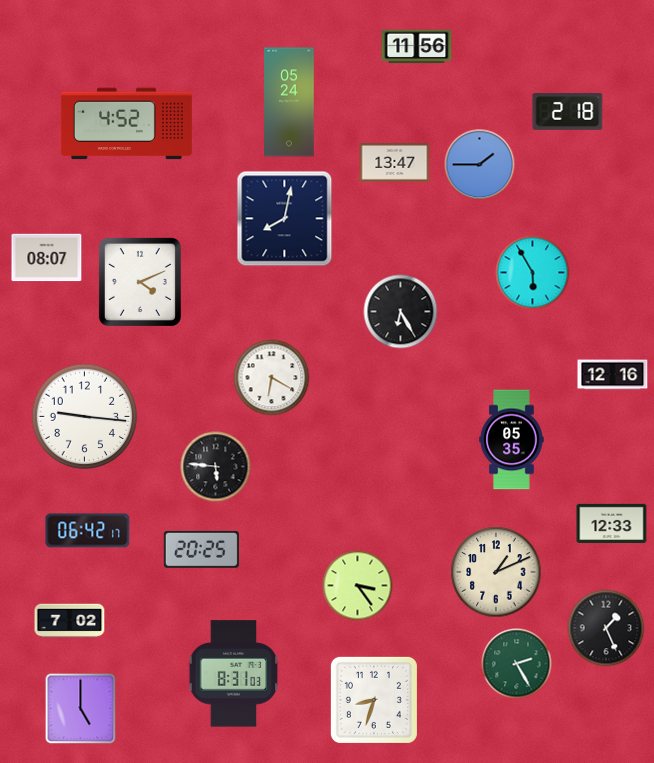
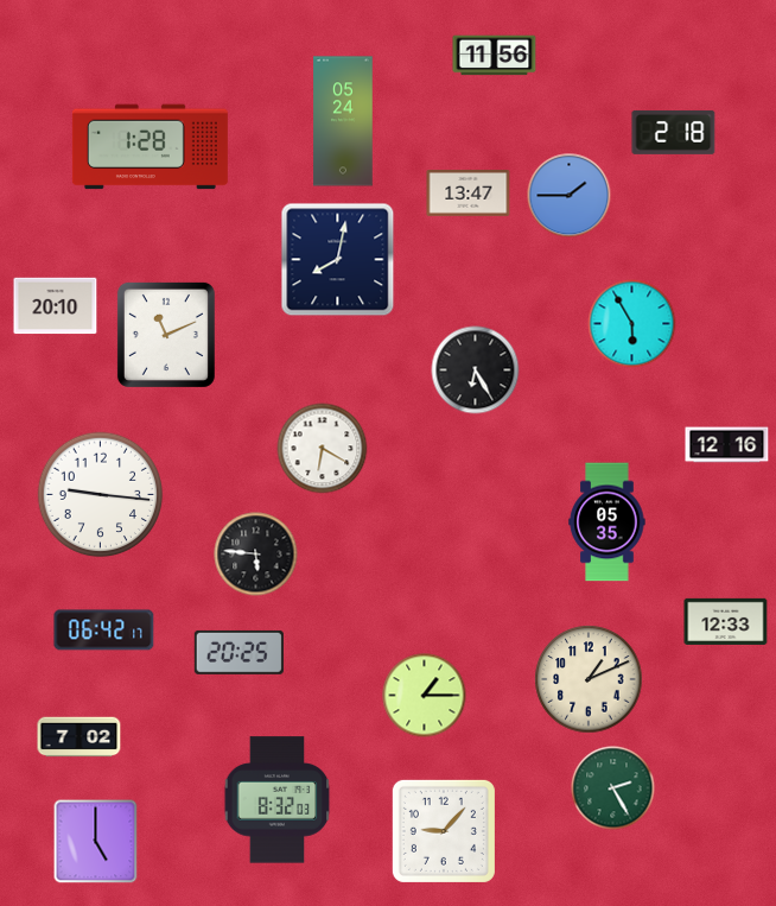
clock at (126, 124): 4:52 -> 1:28
clock at (47, 258): 08:07 -> 20:10
clock at (140, 282): 4:11 -> 11:11
clock at (358, 586): 3:24 -> 1:15
clock at (70, 621) position: (70, 621) -> (79, 737)
clock at (606, 628): 1:26 -> none
clock at (234, 674): 8:31 -> 8:32
clock at (374, 700): 8:33 -> 9:07
